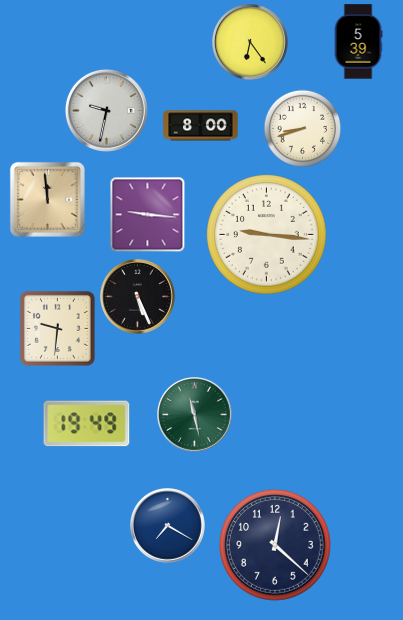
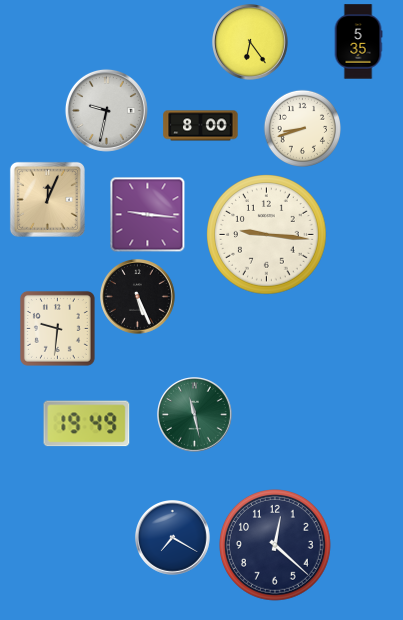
clock at (358, 42): 5:39 -> 5:35
clock at (47, 199): 11:59 -> 12:04
clock at (168, 526) position: (168, 526) -> (173, 538)
